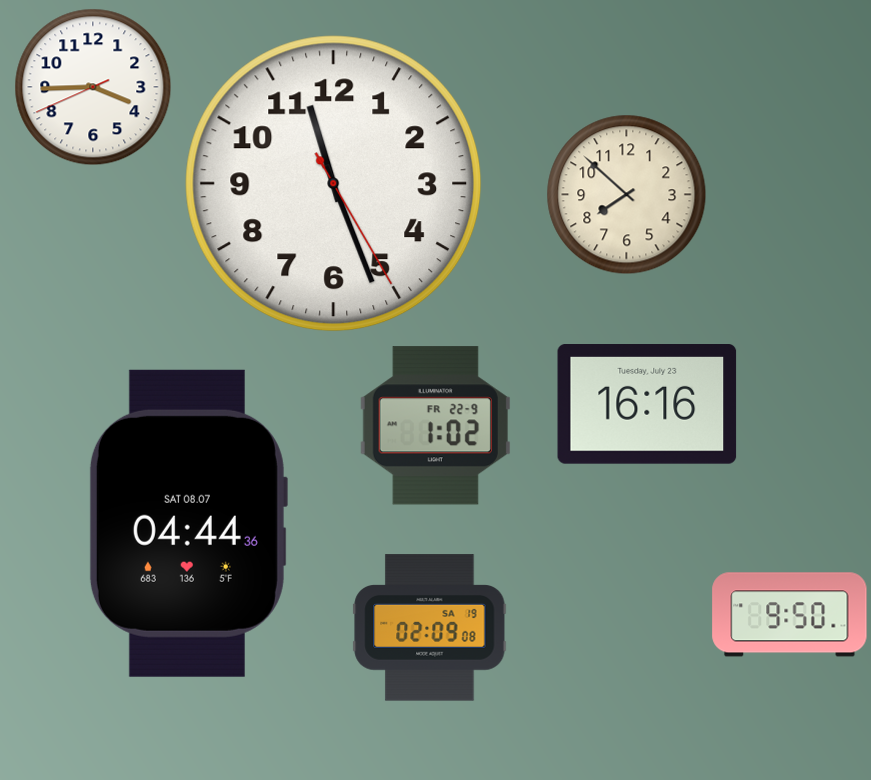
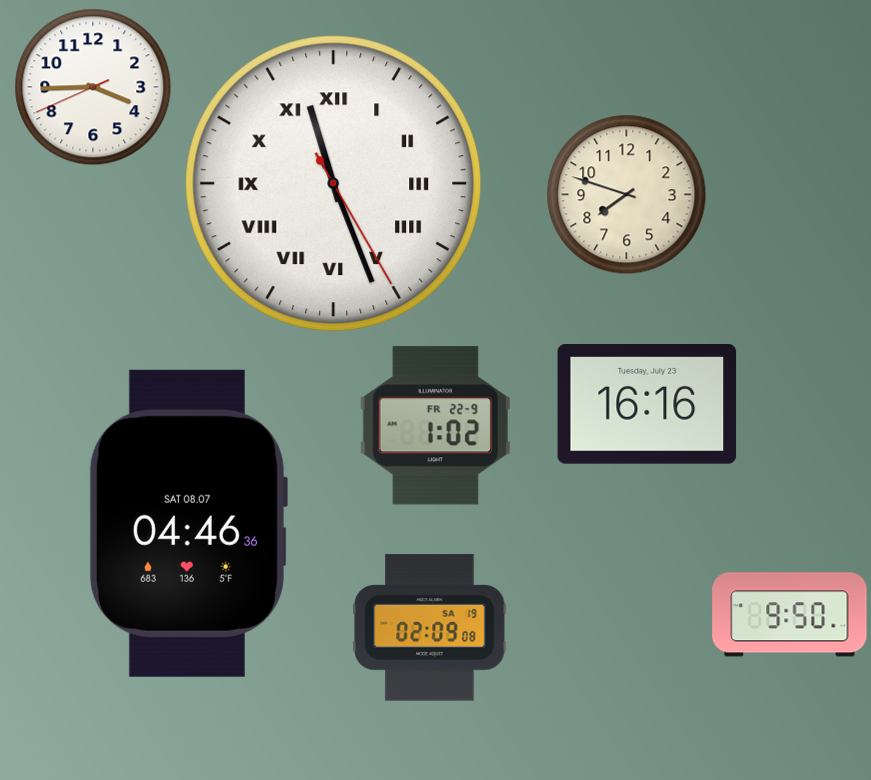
clock at (334, 184) numerals: Arabic -> Roman
clock at (627, 195): 7:52 -> 7:48
clock at (188, 523): 04:44 -> 04:46
